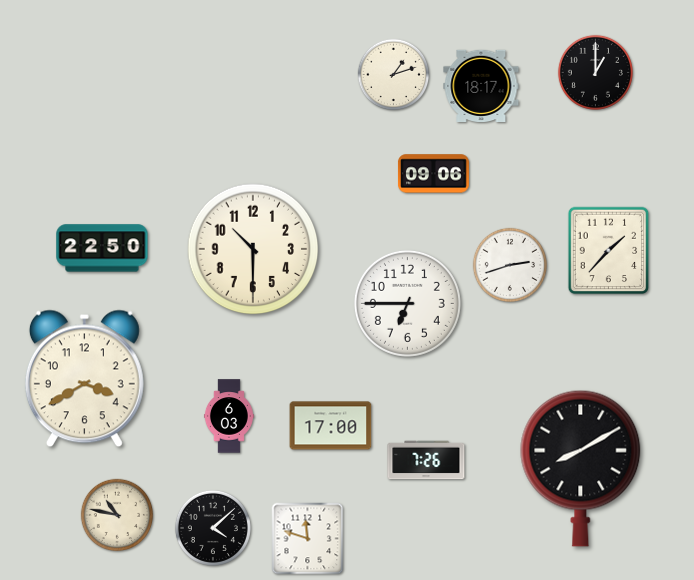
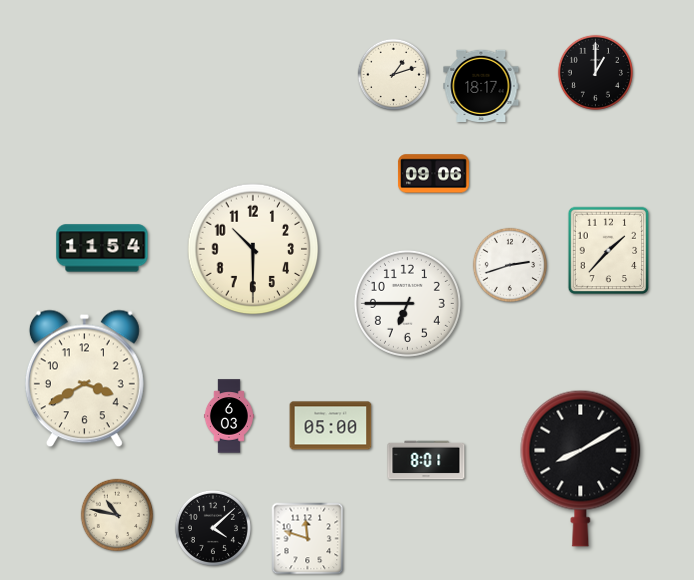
clock at (102, 248): 22:50 -> 11:54
clock at (331, 426): 17:00 -> 05:00
clock at (426, 460): 7:26 -> 8:01
